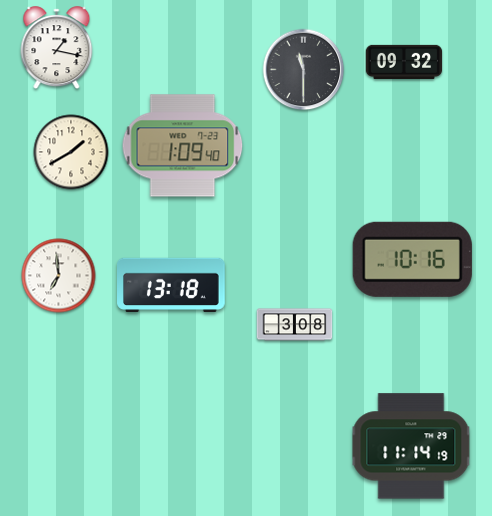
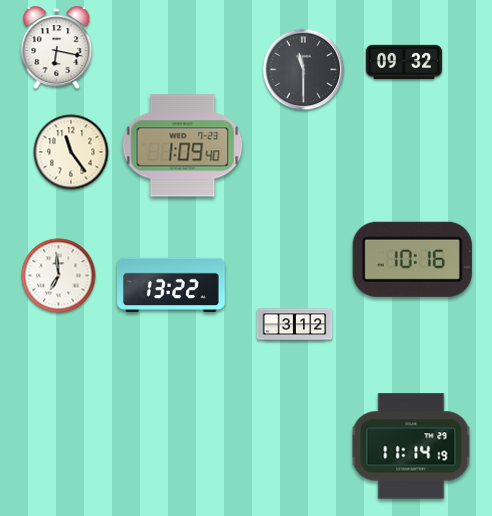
clock at (57, 48): 1:17 -> 6:17
clock at (71, 152): 1:40 -> 11:24
clock at (172, 284): 13:18 -> 13:22
clock at (295, 325): 3:08 -> 3:12
